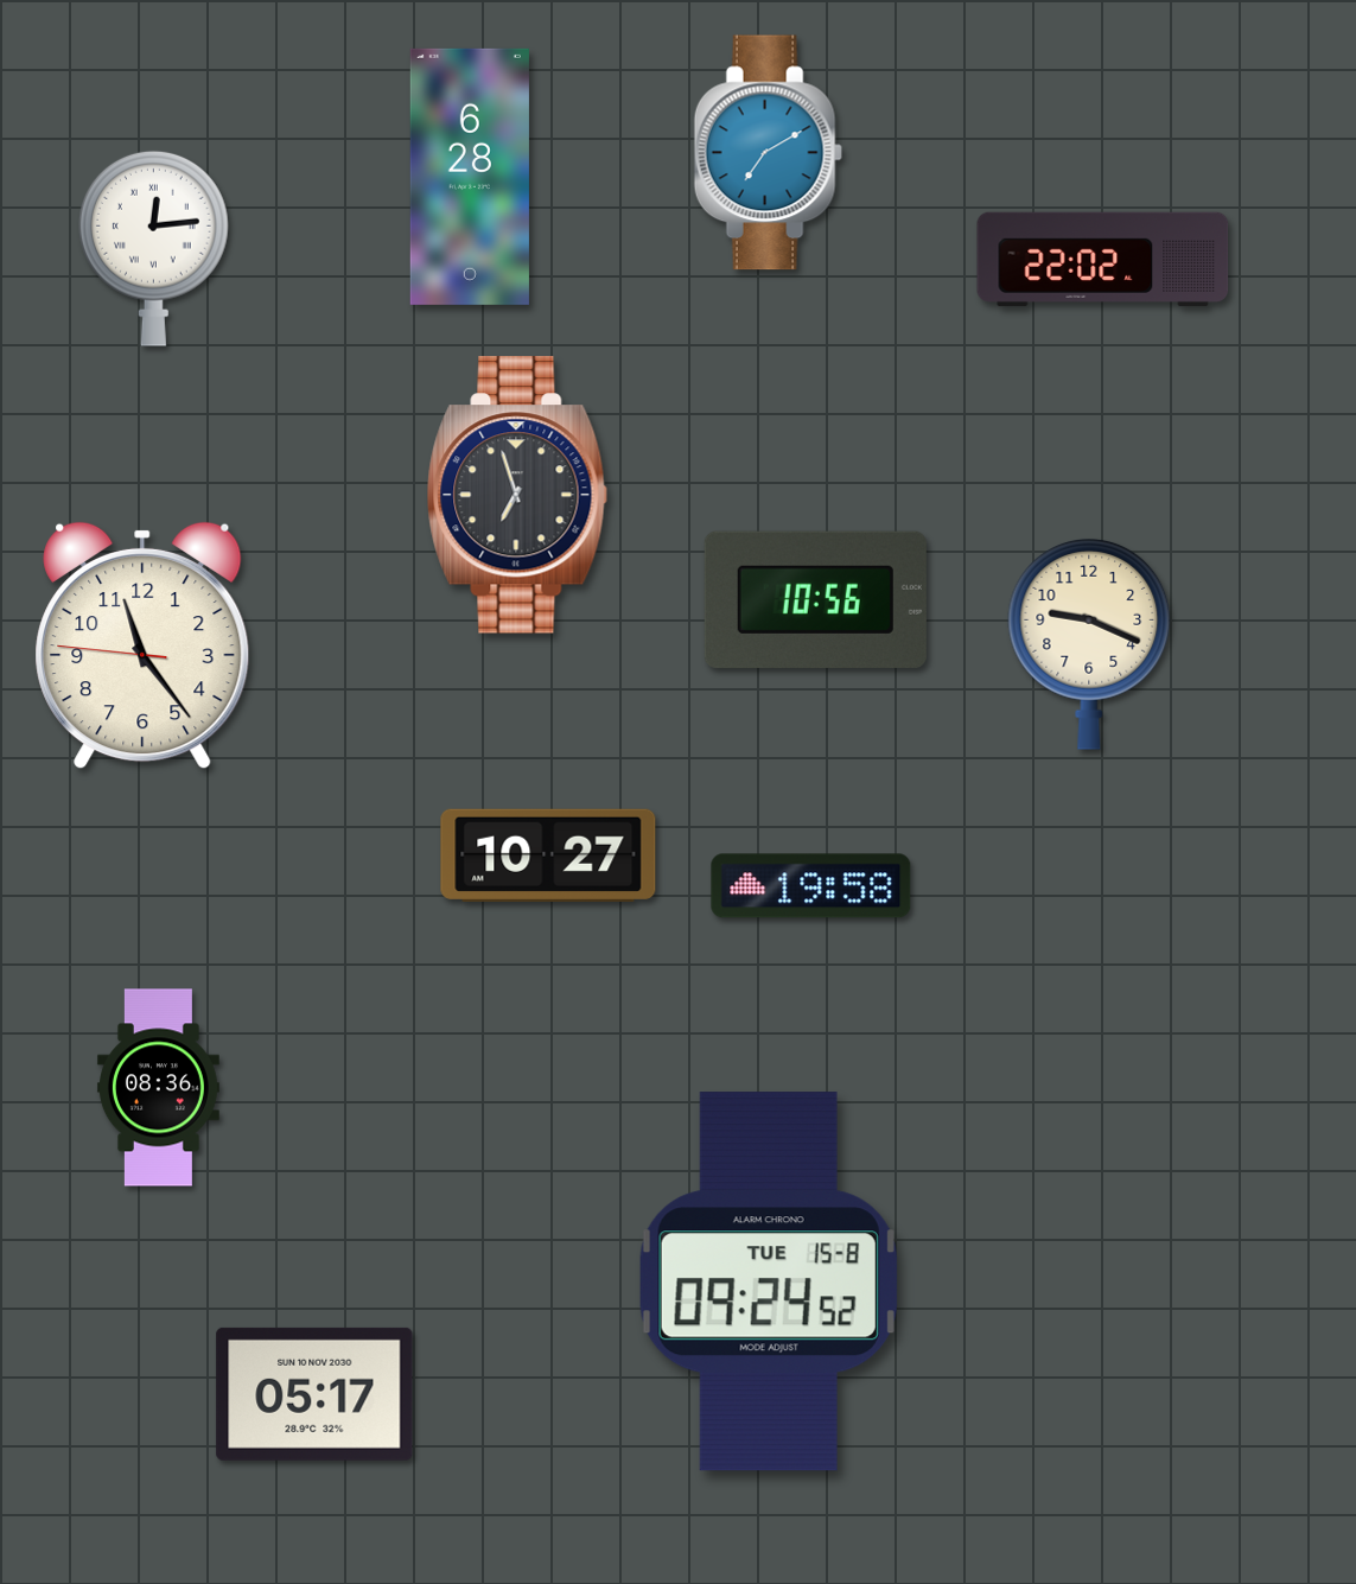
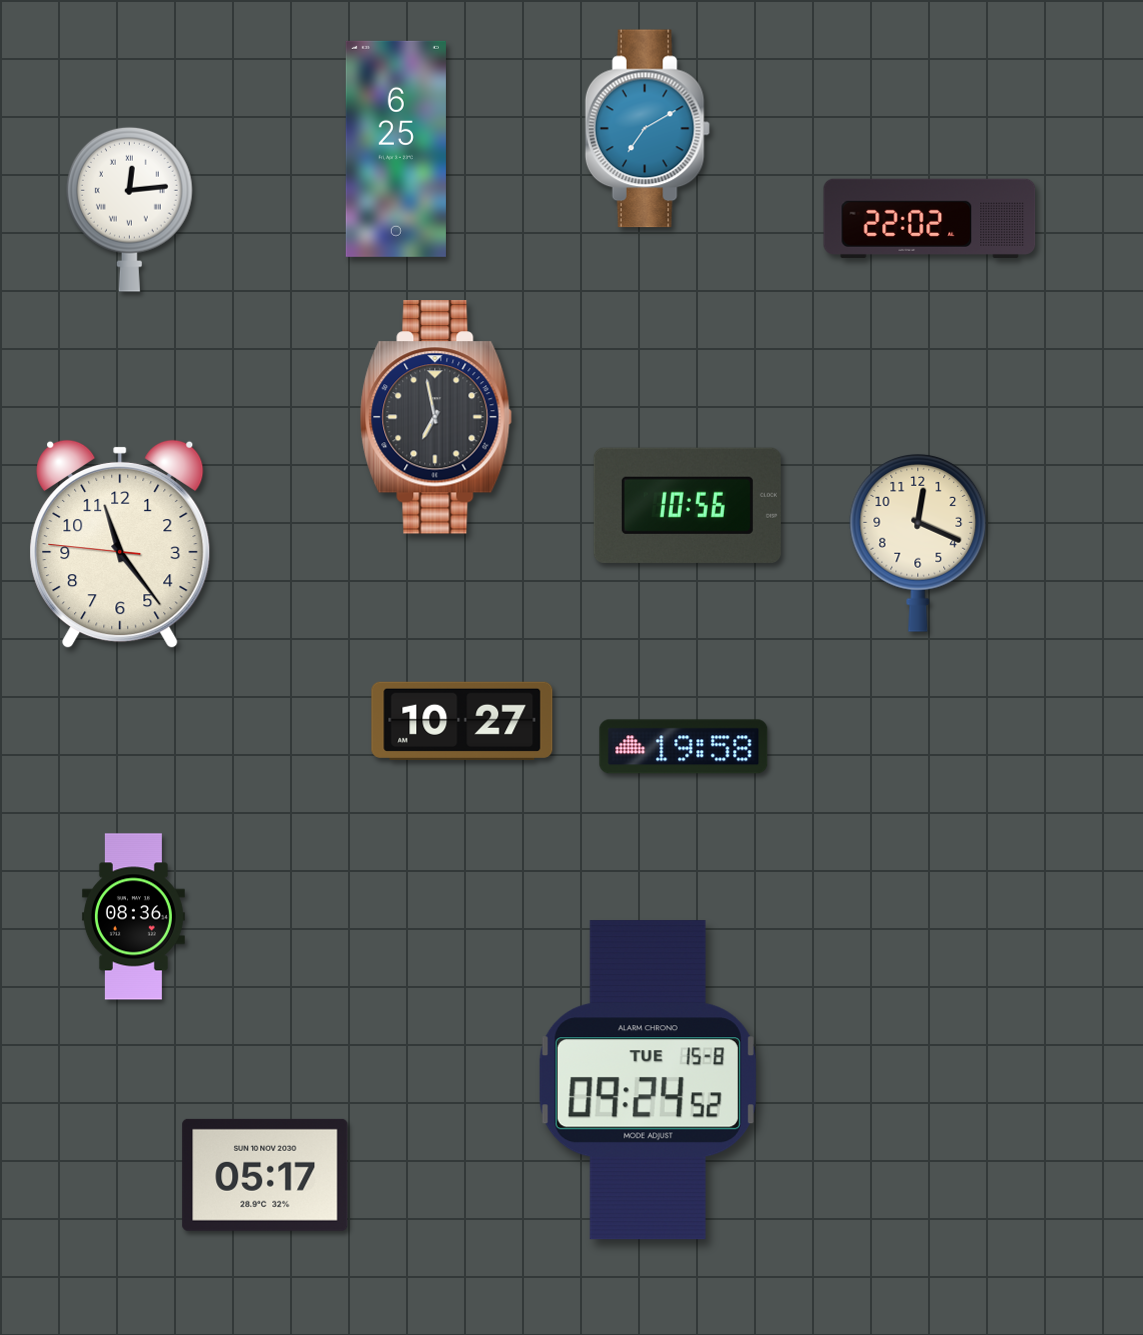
clock at (470, 177): 6:28 -> 6:25
clock at (517, 495): 6:57 -> 6:58
clock at (1089, 645): 9:19 -> 12:19
